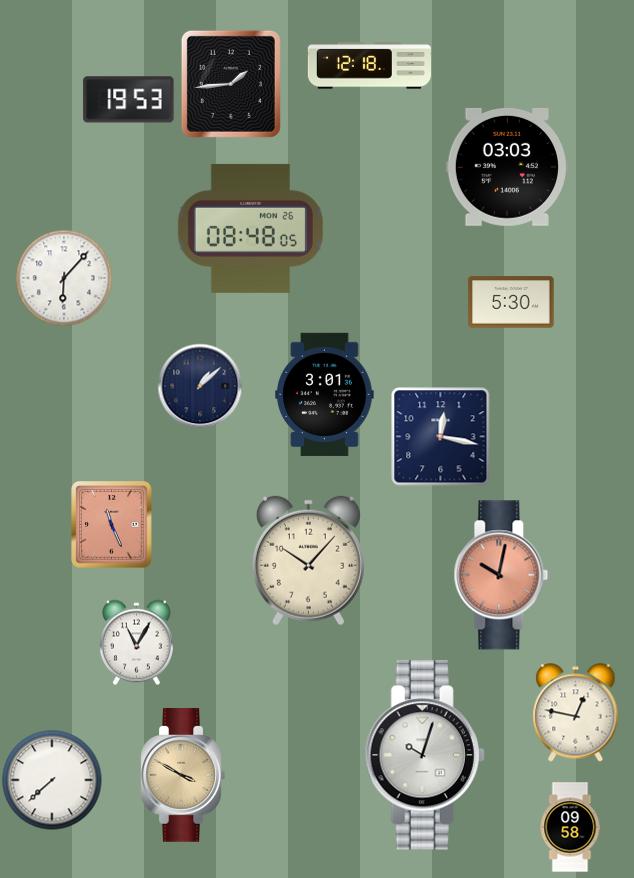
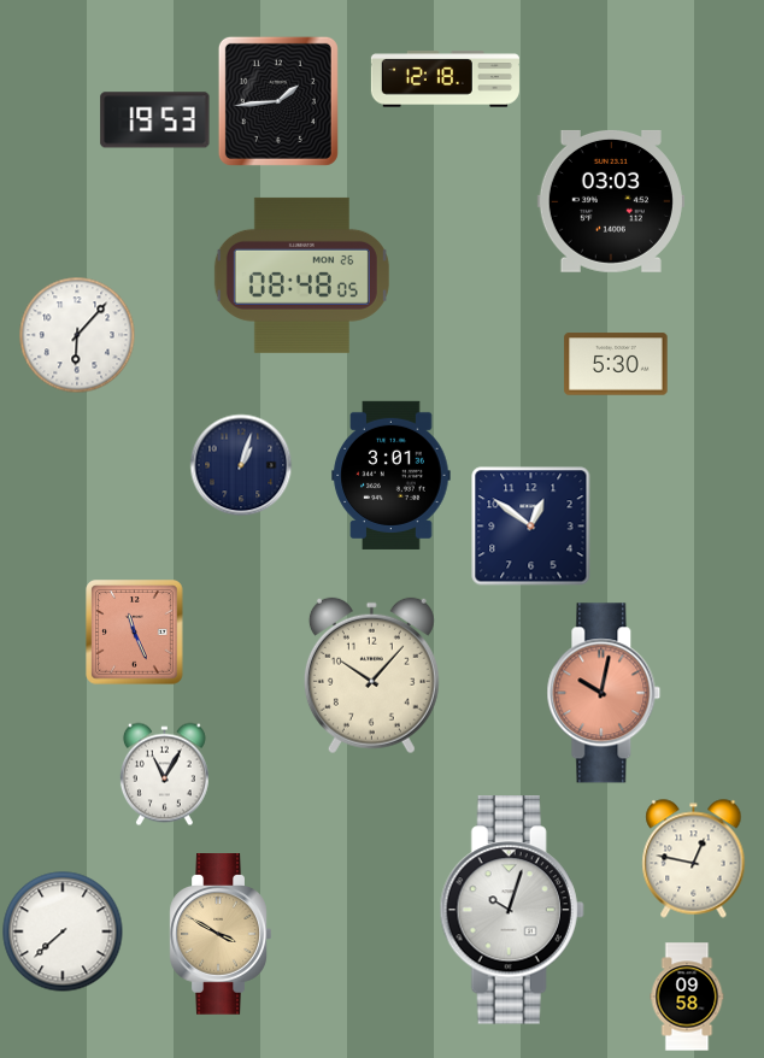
clock at (200, 386): 1:08 -> 1:03
clock at (441, 437): 12:17 -> 12:51
clock at (52, 780) position: (52, 780) -> (63, 931)
